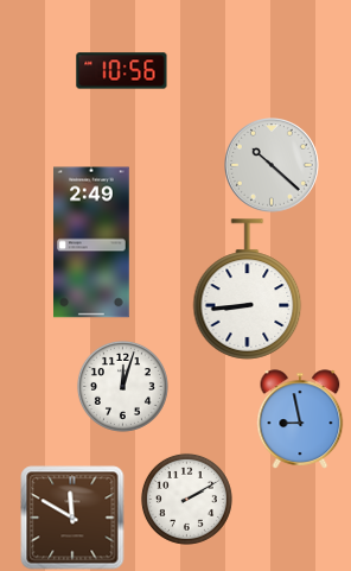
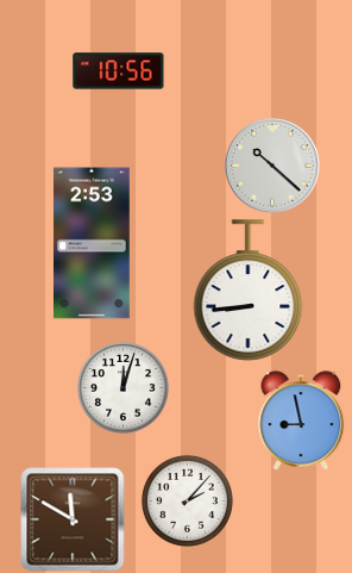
clock at (122, 71) position: (122, 71) -> (119, 71)
clock at (92, 242): 2:49 -> 2:53
clock at (186, 499): 2:10 -> 2:07
